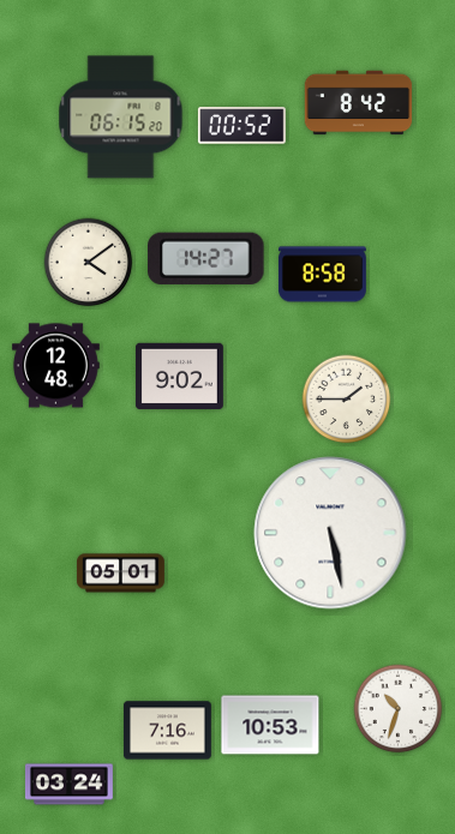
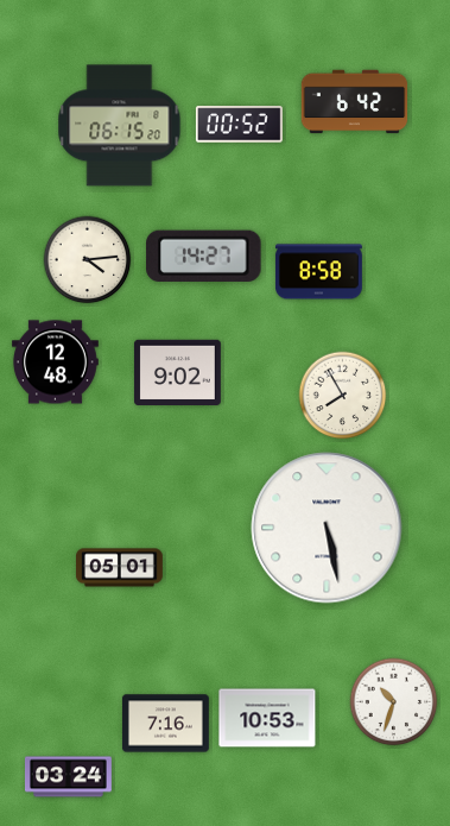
clock at (359, 103): 8:42 -> 6:42
clock at (121, 118) position: (121, 118) -> (120, 126)
clock at (89, 263): 4:09 -> 4:14
clock at (347, 400): 1:45 -> 7:55
